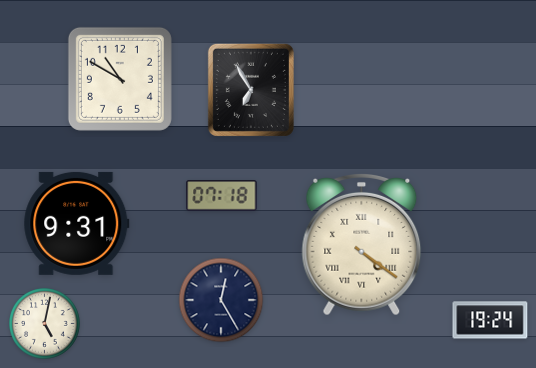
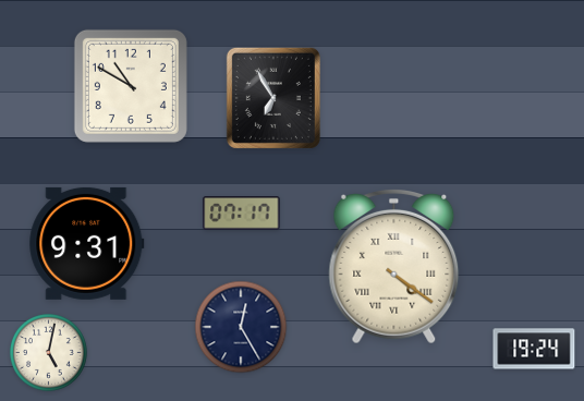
clock at (222, 196): 07:18 -> 07:17
clock at (77, 223) position: (77, 223) -> (87, 243)
